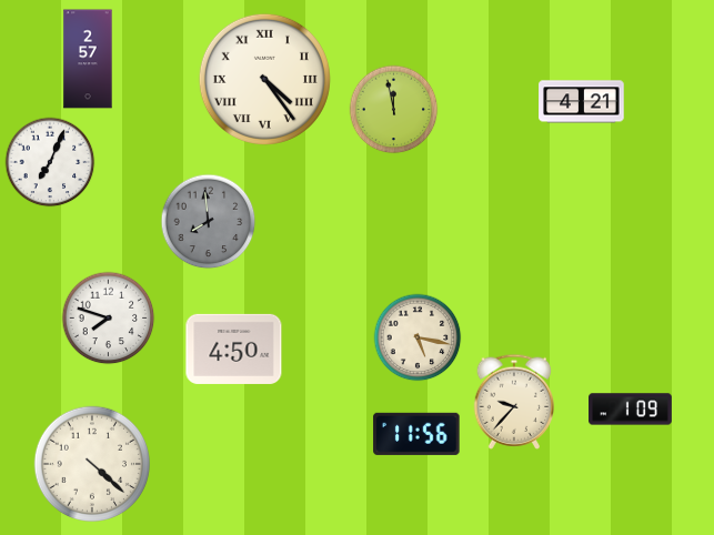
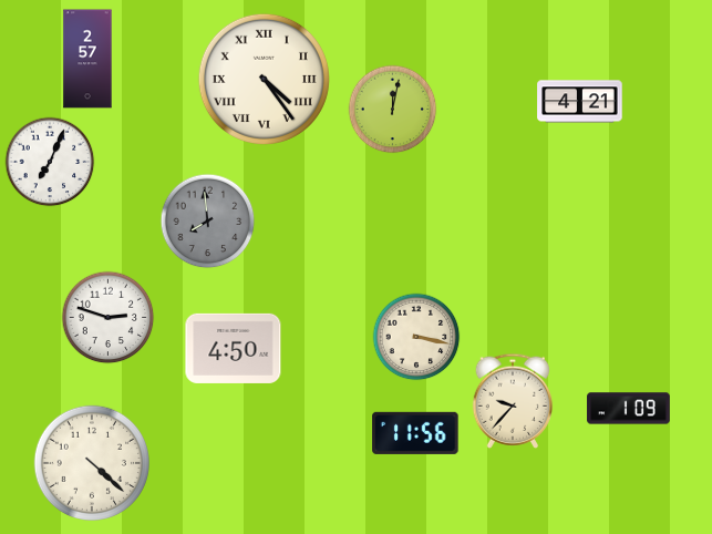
clock at (394, 110): 11:58 -> 12:02
clock at (109, 319): 7:48 -> 2:48
clock at (418, 337): 5:17 -> 3:17
